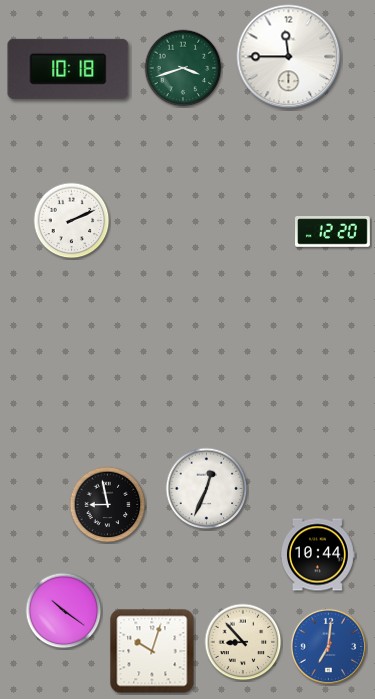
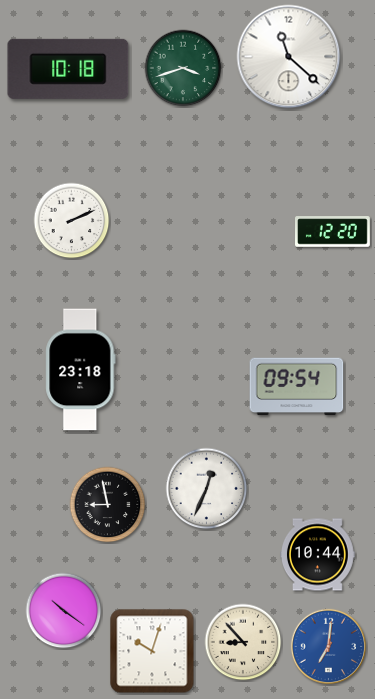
clock at (289, 57): 11:45 -> 11:22
clock at (81, 370): none -> 23:18
clock at (297, 387): none -> 09:54
